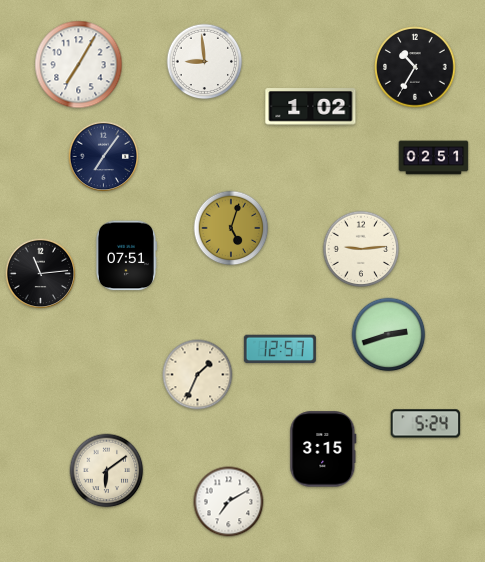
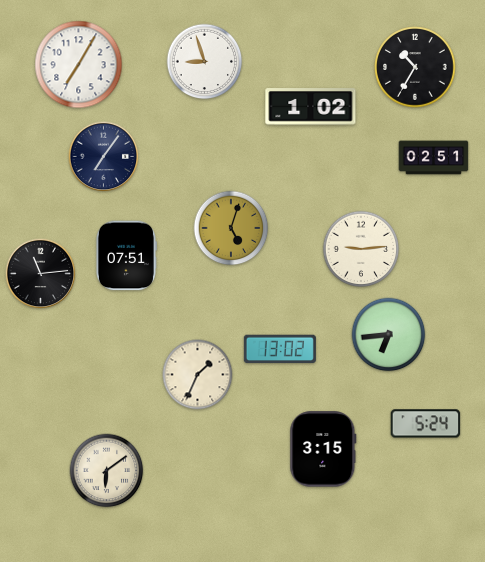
clock at (205, 62): 8:59 -> 8:57
clock at (389, 335): 2:42 -> 6:44
clock at (280, 349): 12:57 -> 13:02
clock at (229, 502): 7:10 -> none
